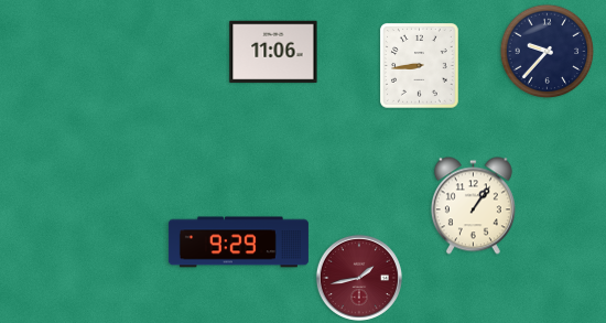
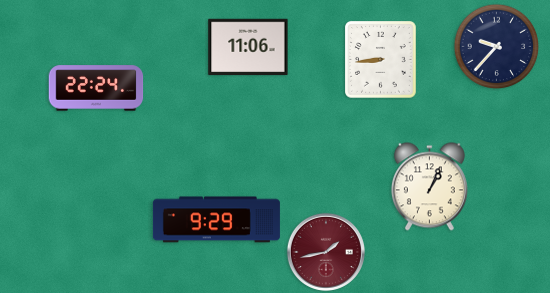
clock at (96, 88): none -> 22:24
clock at (473, 206): 1:06 -> 1:04
